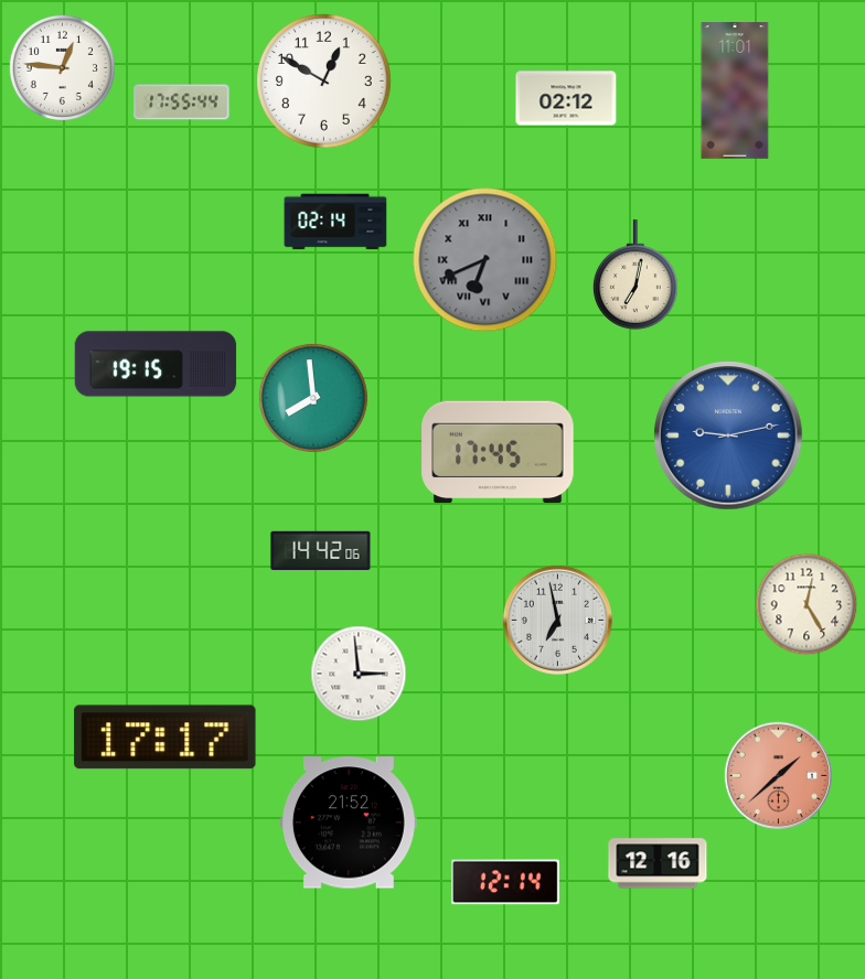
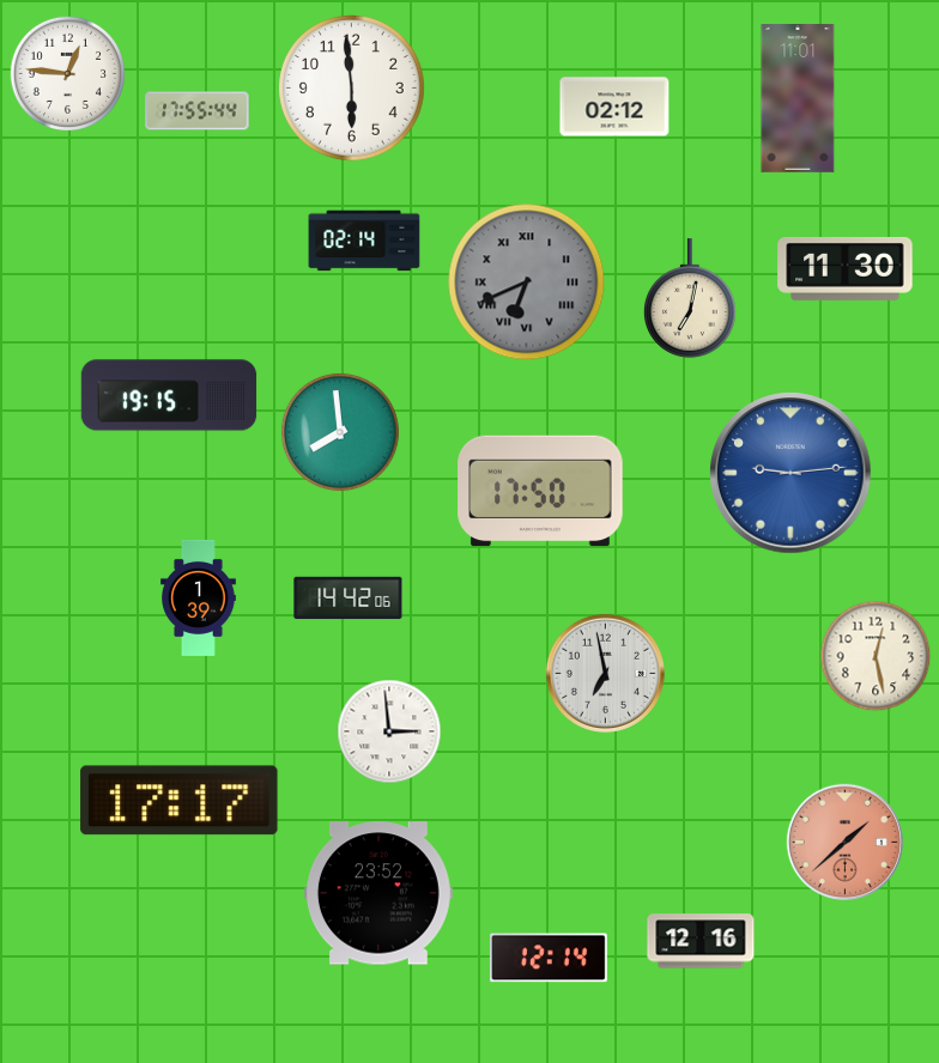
clock at (324, 82): 12:50 -> 5:59
clock at (846, 268): none -> 11:30
clock at (728, 435): 9:13 -> 9:14
clock at (498, 452): 17:45 -> 17:50
clock at (199, 597): none -> 1:39
clock at (807, 604): 12:25 -> 12:28
clock at (349, 822): 21:52 -> 23:52
clock at (658, 863) position: (658, 863) -> (701, 941)
